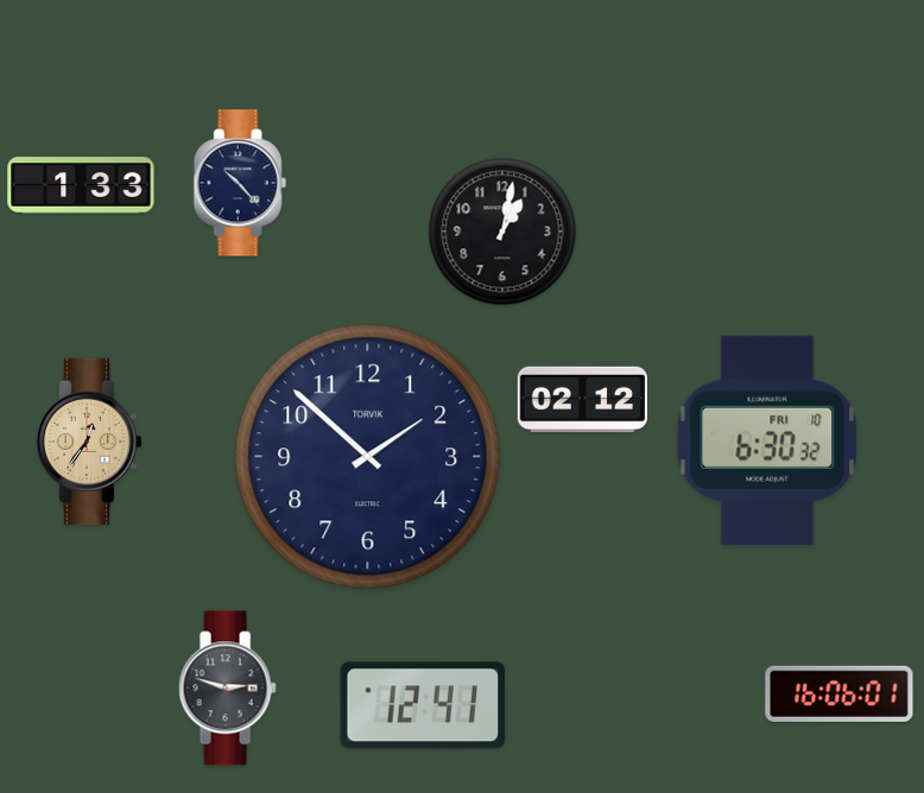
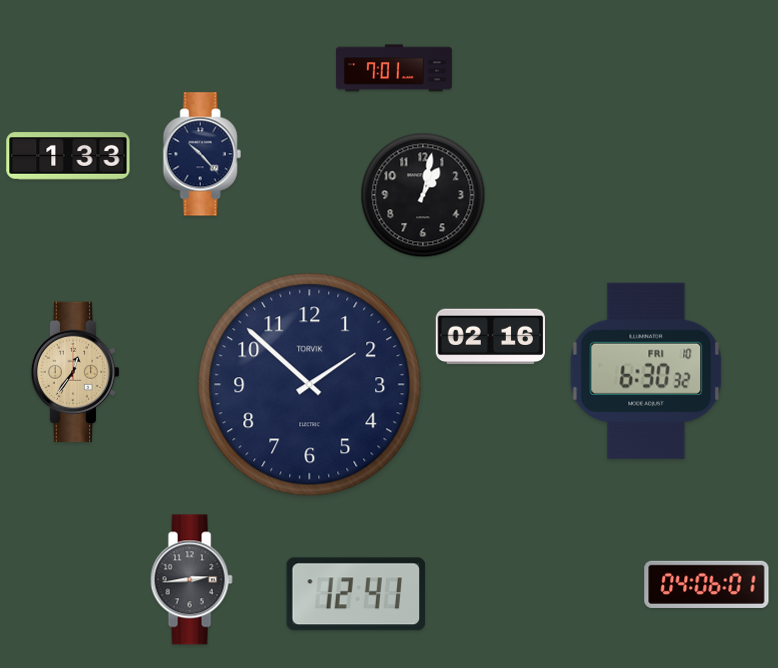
clock at (394, 68): none -> 7:01
clock at (582, 400): 02:12 -> 02:16
clock at (227, 689): 2:48 -> 2:44
clock at (840, 693): 16:06 -> 04:06
